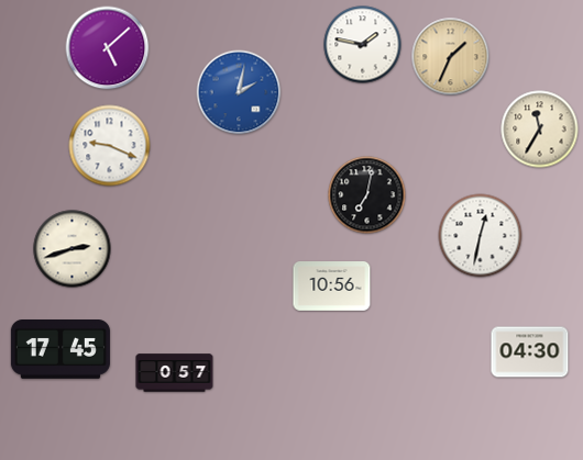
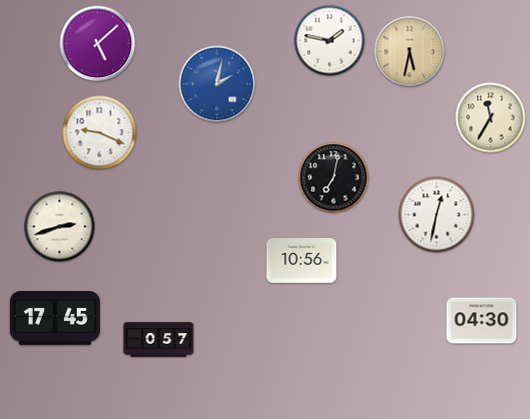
clock at (451, 57): 1:34 -> 5:32
clock at (73, 249) position: (73, 249) -> (60, 227)
